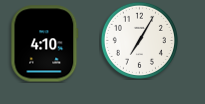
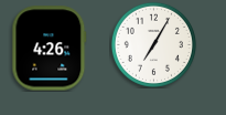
clock at (45, 44): 4:10 -> 4:26
